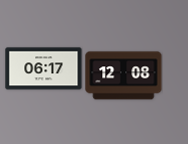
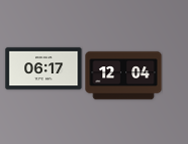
clock at (124, 76): 12:08 -> 12:04
